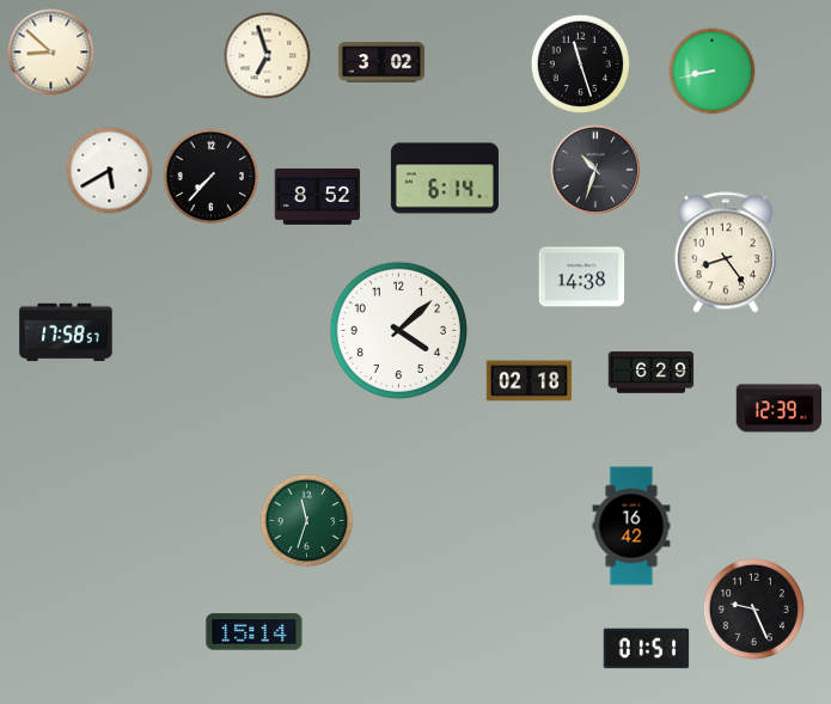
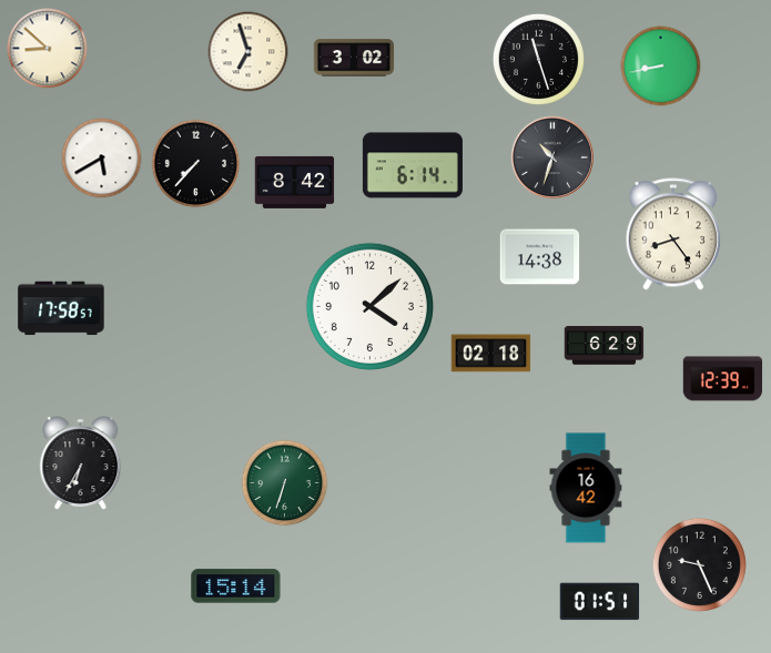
clock at (318, 196): 8:52 -> 8:42
clock at (81, 463): none -> 6:35
clock at (307, 521): 11:33 -> 6:33
